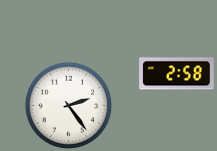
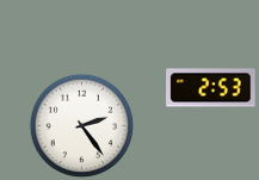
clock at (177, 74): 2:58 -> 2:53
